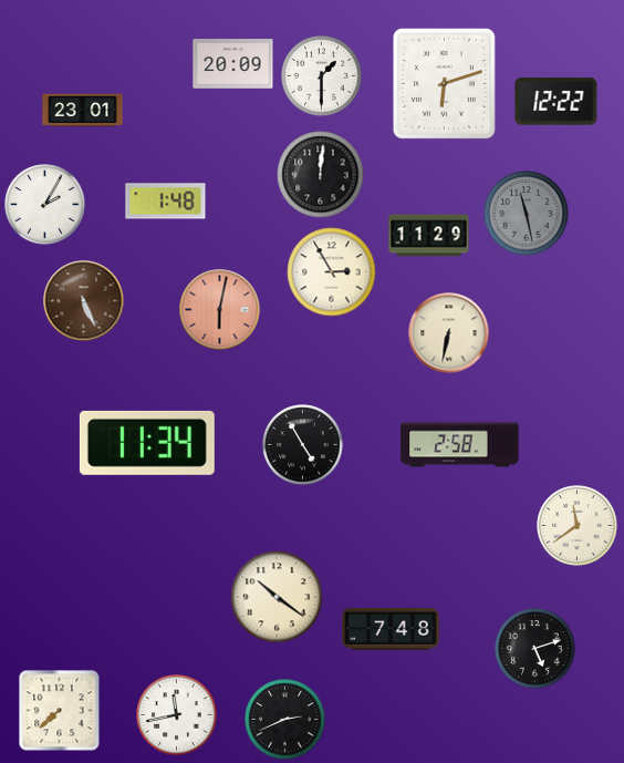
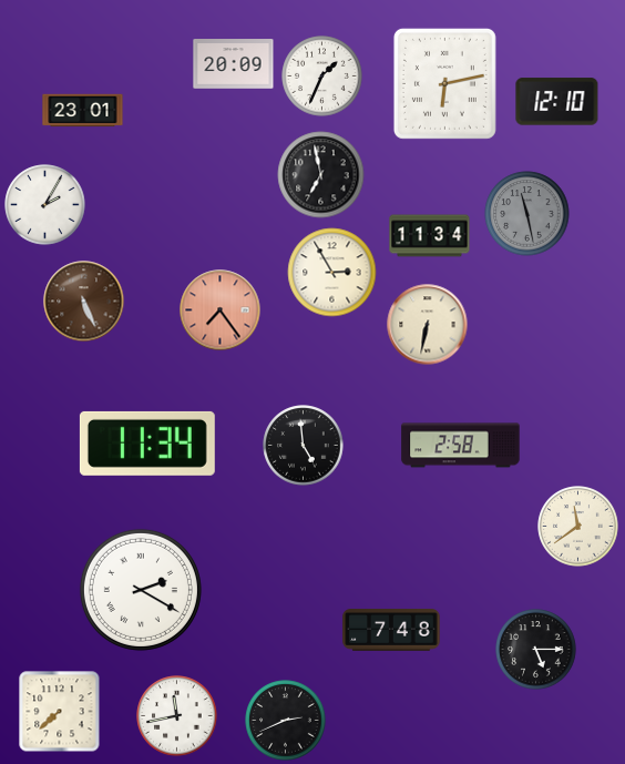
clock at (322, 76): 1:30 -> 1:34
clock at (444, 83): 6:12 -> 6:13
clock at (557, 102): 12:22 -> 12:10
clock at (321, 175): 12:01 -> 6:58
clock at (166, 202): 1:48 -> none
clock at (429, 236): 11:29 -> 11:34
clock at (220, 310): 6:02 -> 7:24
clock at (449, 333) position: (449, 333) -> (428, 325)
clock at (303, 445): 4:55 -> 4:59
clock at (141, 590): none -> 2:20
clock at (277, 597): 10:21 -> none
clock at (535, 649): 5:12 -> 5:15
